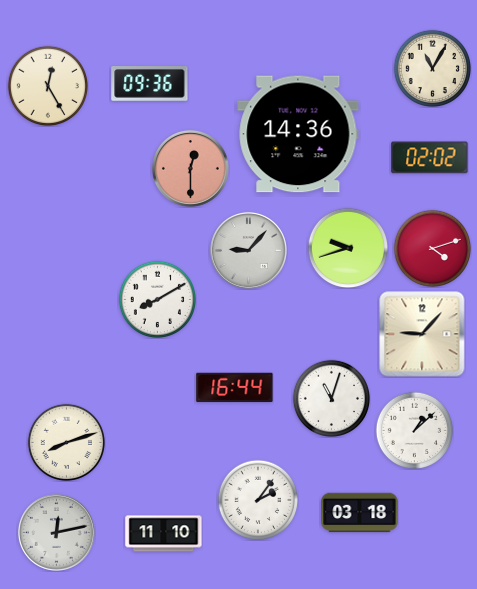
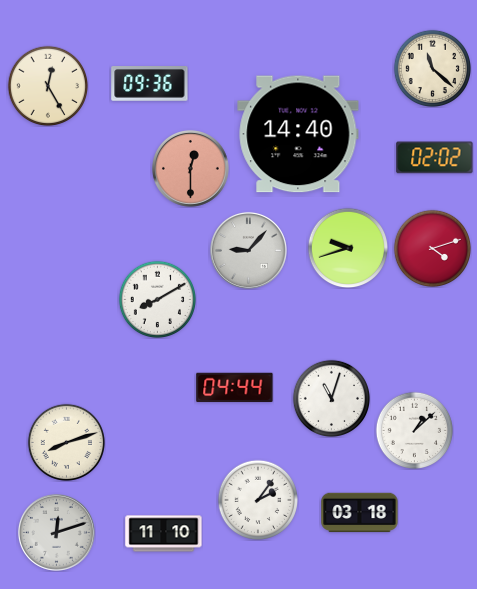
clock at (432, 68): 11:05 -> 11:22
clock at (298, 134): 14:36 -> 14:40
clock at (430, 158) position: (430, 158) -> (435, 158)
clock at (422, 334): 9:07 -> none
clock at (235, 388): 16:44 -> 04:44
clock at (56, 532): 12:13 -> 12:12
